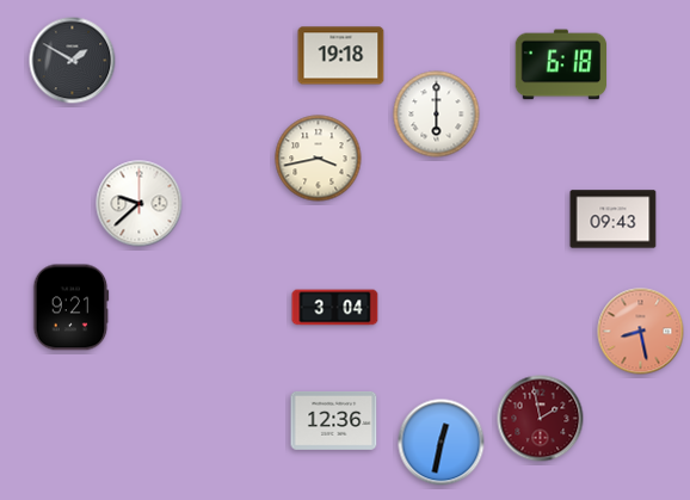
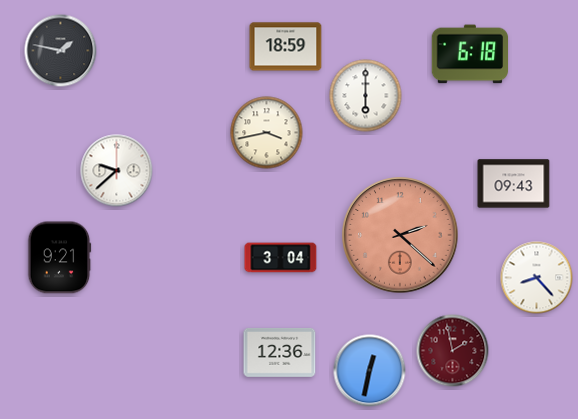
clock at (341, 56): 19:18 -> 18:59
clock at (73, 61): 1:50 -> 1:47
clock at (400, 235): none -> 2:22
clock at (641, 332): 8:28 -> 8:23
clock at (641, 332) dial: salmon -> white
